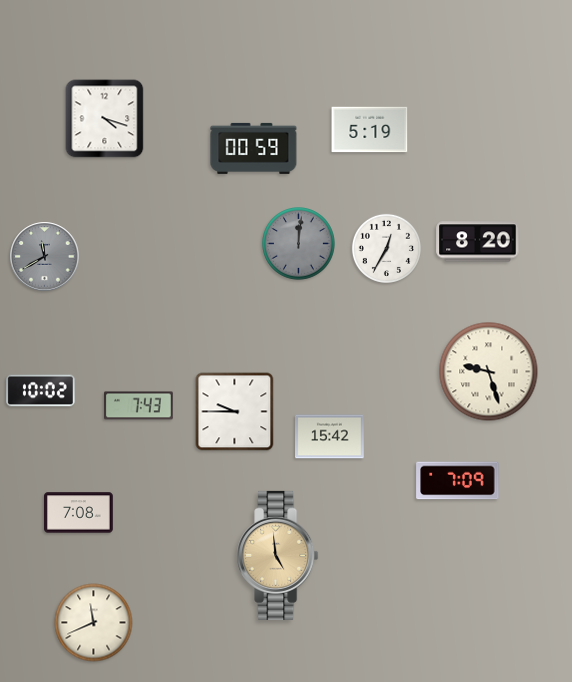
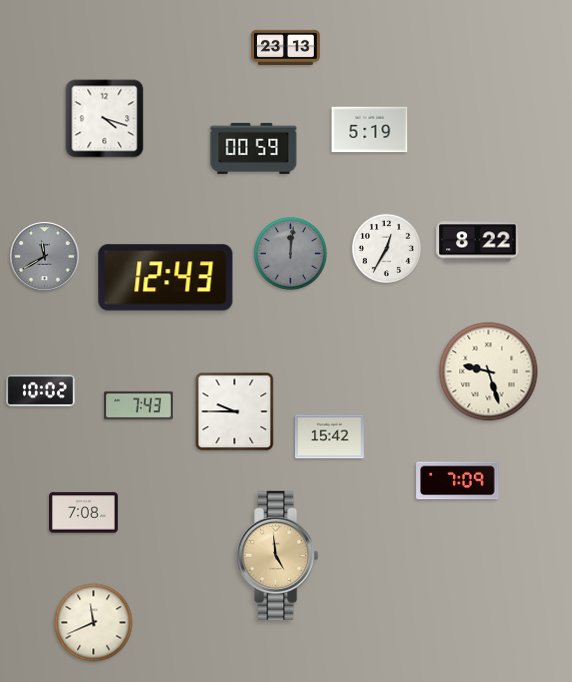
clock at (286, 47): none -> 23:13
clock at (478, 242): 8:20 -> 8:22
clock at (299, 244) position: (299, 244) -> (291, 254)
clock at (166, 278): none -> 12:43
clock at (79, 513) position: (79, 513) -> (84, 513)
